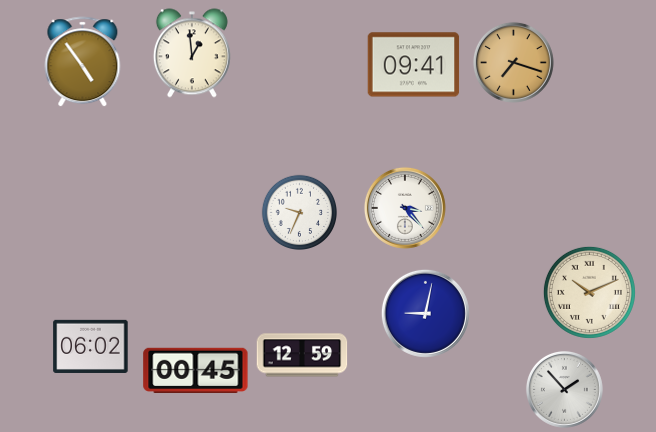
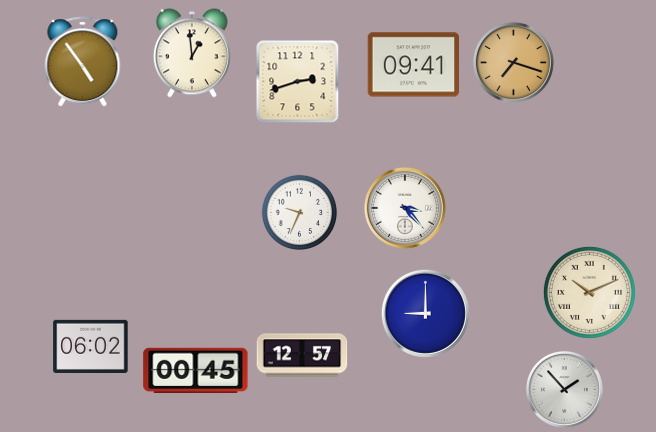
clock at (298, 82): none -> 2:42
clock at (425, 313): 9:02 -> 9:00
clock at (302, 355): 12:59 -> 12:57
